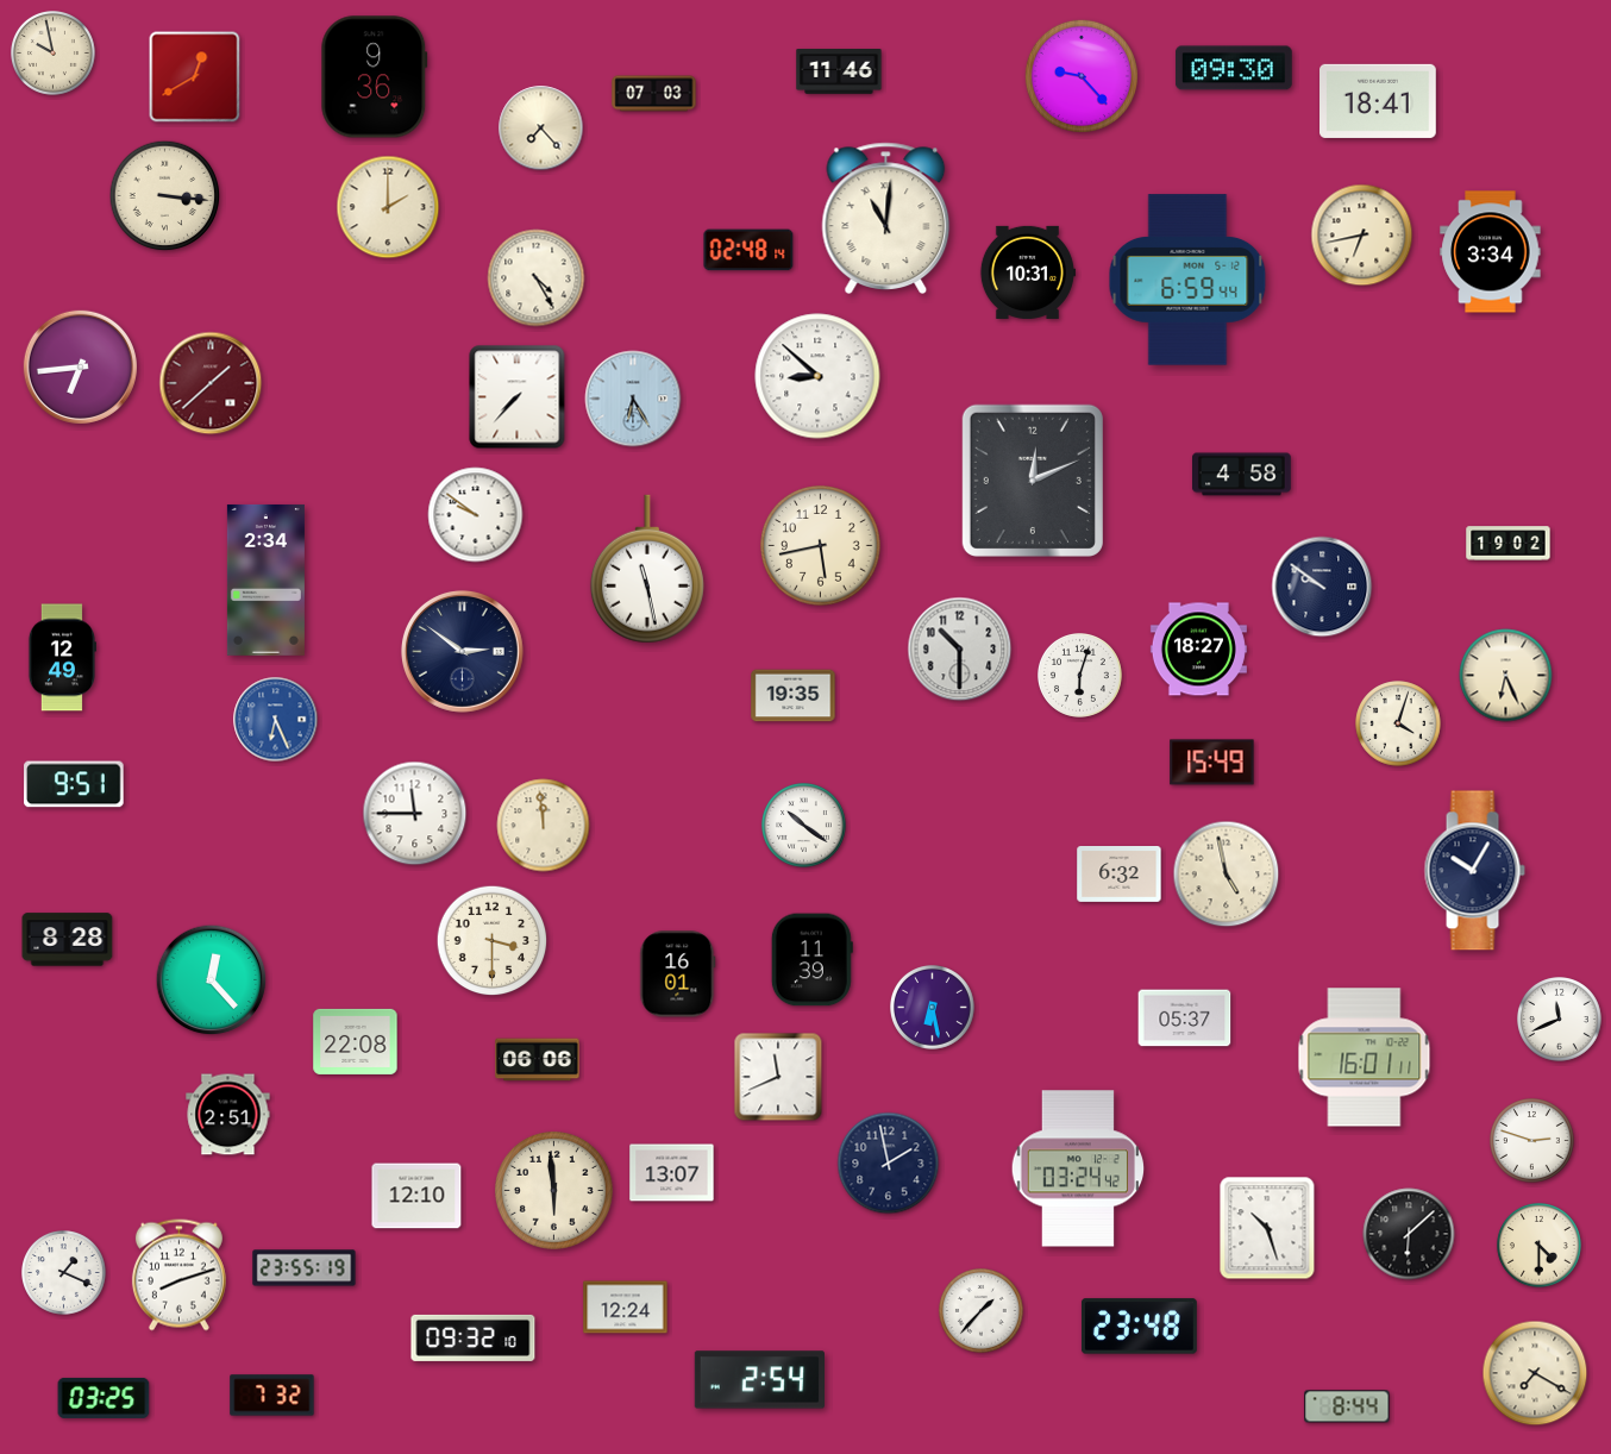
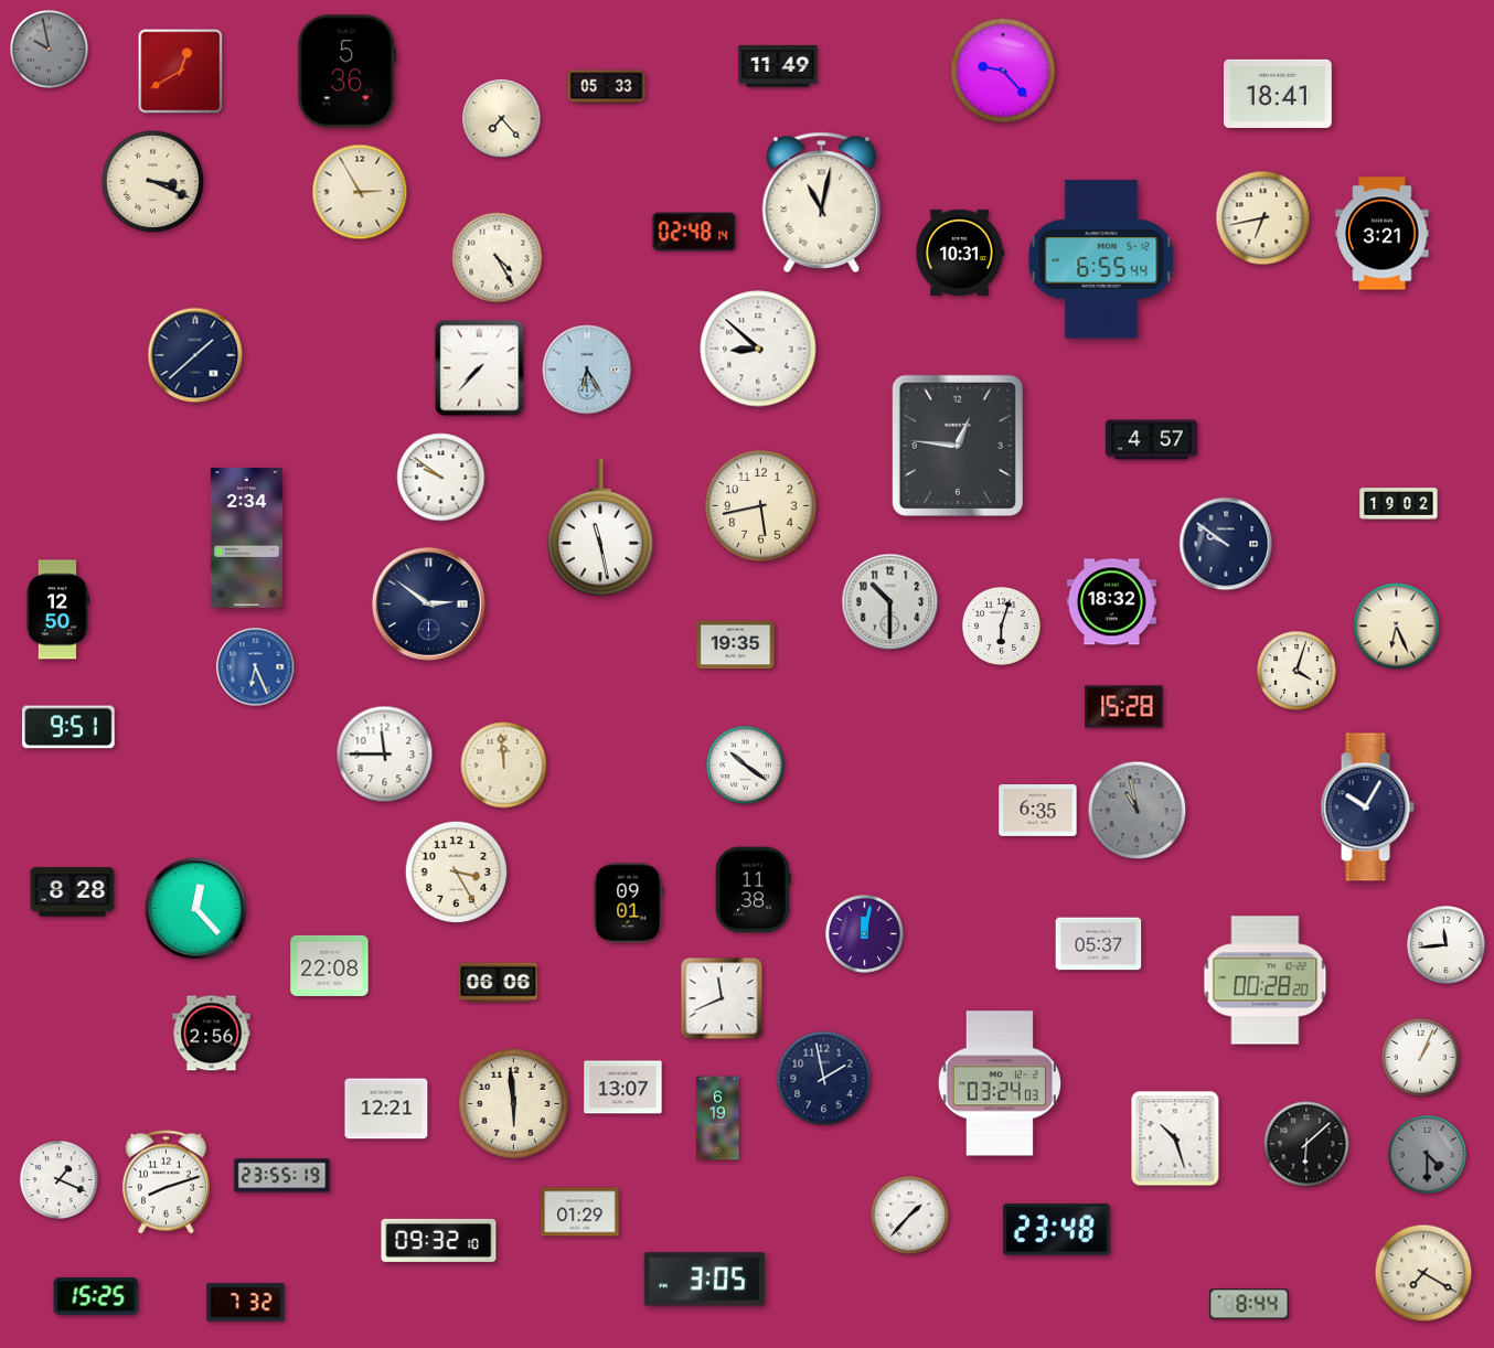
clock at (54, 54) dial: cream -> grey
clock at (1234, 68): 09:30 -> none
clock at (839, 71): 11:46 -> 11:49
clock at (375, 77): 9:36 -> 5:36
clock at (654, 94): 07:03 -> 05:33
clock at (165, 196): 3:16 -> 3:19
clock at (388, 207): 2:00 -> 2:55
clock at (886, 218): 11:01 -> 11:02
clock at (1491, 252): 3:34 -> 3:21
clock at (1027, 272) position: (1027, 272) -> (959, 253)
clock at (1187, 280): 6:59 -> 6:55
clock at (80, 366): 6:44 -> none
clock at (211, 383) dial: burgundy -> navy
clock at (1242, 475): 4:58 -> 4:57
clock at (1033, 481): 12:11 -> 12:46
clock at (1198, 650): 18:27 -> 18:32
clock at (62, 658): 12:49 -> 12:50
clock at (1212, 763): 15:49 -> 15:28
clock at (1120, 875): 6:32 -> 6:35
clock at (1227, 875): 4:58 -> 10:58
clock at (1227, 875) dial: cream -> grey
clock at (68, 940) position: (68, 940) -> (73, 892)
clock at (493, 941): 3:30 -> 3:25
clock at (811, 960): 11:39 -> 11:38
clock at (678, 974): 16:01 -> 09:01
clock at (933, 1008): 6:28 -> 12:02
clock at (1560, 1020): 11:41 -> 11:44
clock at (1365, 1058): 16:01 -> 00:28
clock at (228, 1115): 2:51 -> 2:56
clock at (1532, 1141): 2:48 -> 1:04
clock at (1077, 1168): 03:24:42 -> 03:24:03
clock at (416, 1196): 12:10 -> 12:21
clock at (718, 1119): none -> 6:19
clock at (1540, 1246) dial: cream -> grey
clock at (626, 1308): 12:24 -> 01:29
clock at (759, 1380): 2:54 -> 3:05
clock at (272, 1396) position: (272, 1396) -> (246, 1303)
clock at (104, 1398): 03:25 -> 15:25
